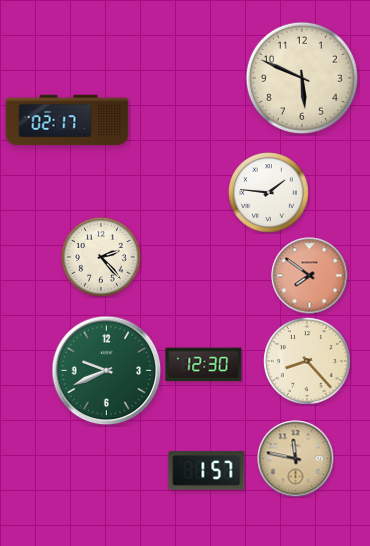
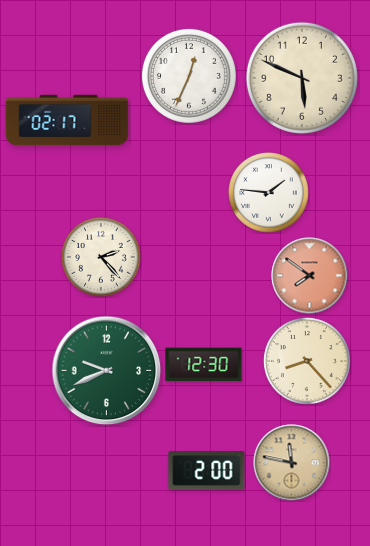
clock at (189, 76): none -> 12:34
clock at (296, 459) position: (296, 459) -> (292, 463)
clock at (207, 471): 1:57 -> 2:00
